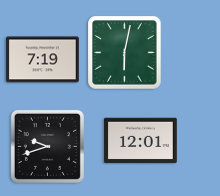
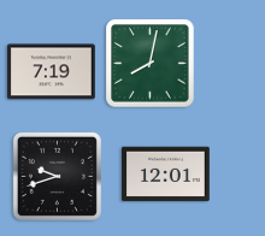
clock at (125, 53): 6:02 -> 8:02
clock at (141, 141) position: (141, 141) -> (166, 175)
